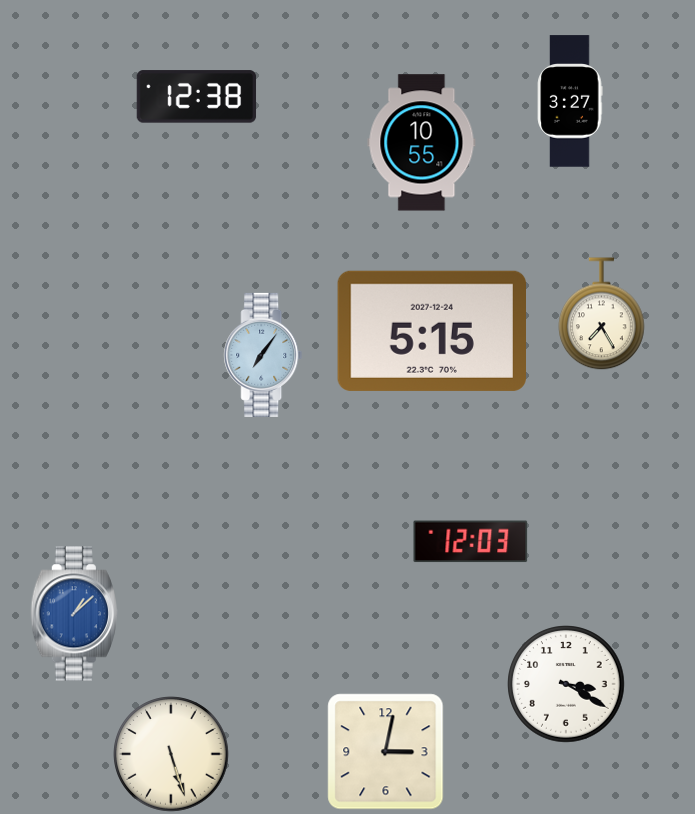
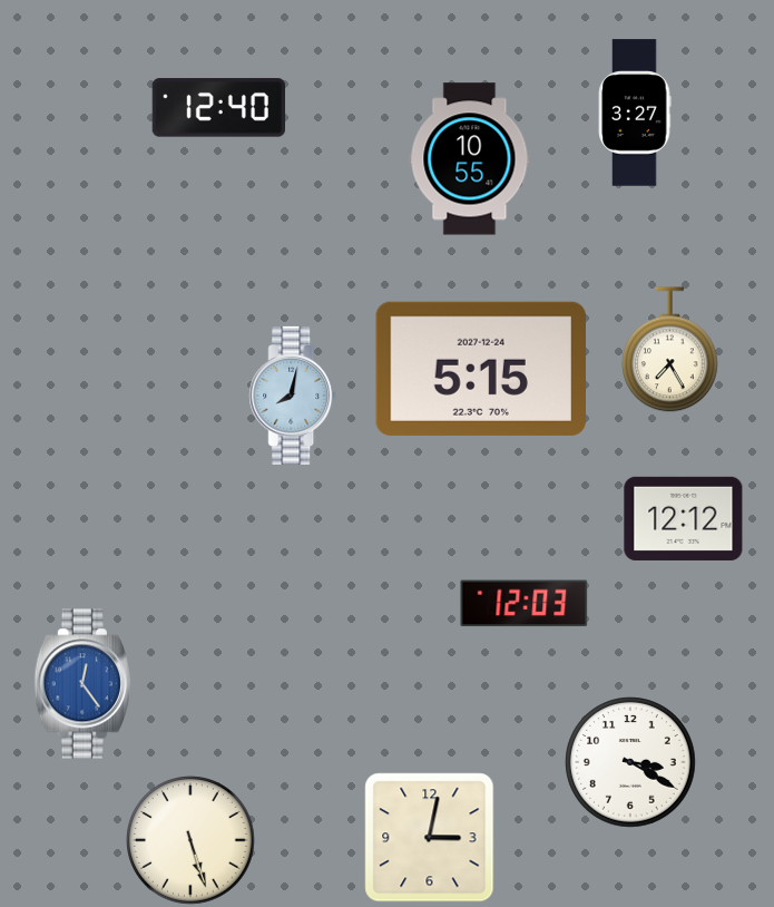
clock at (197, 97): 12:38 -> 12:40
clock at (263, 355): 7:06 -> 8:02
clock at (684, 518): none -> 12:12
clock at (74, 614): 1:08 -> 12:24
